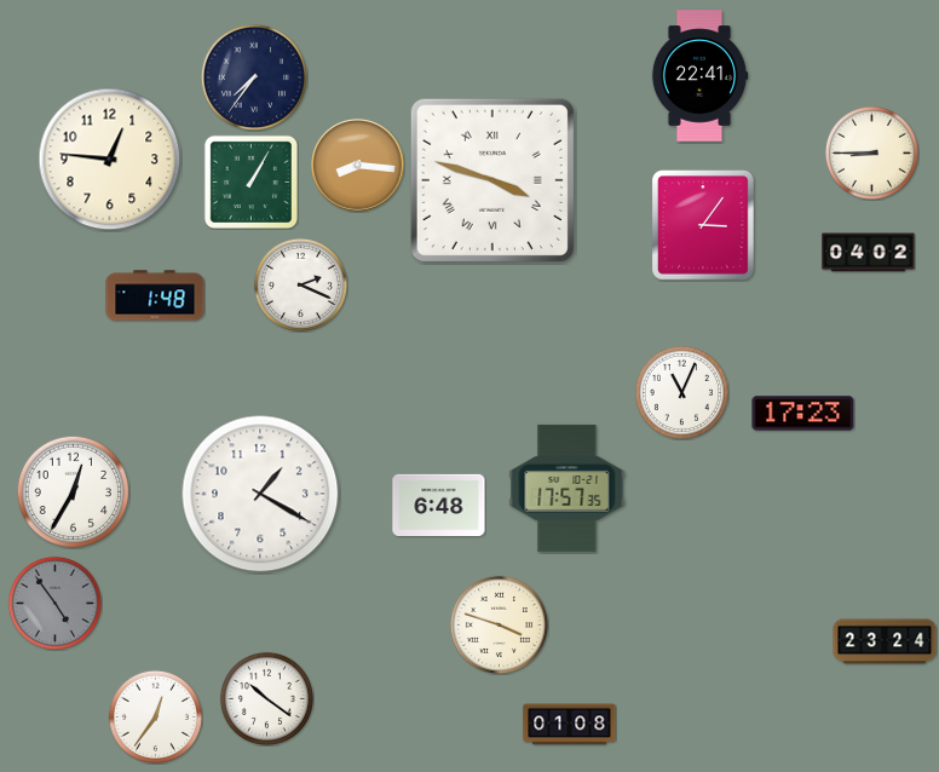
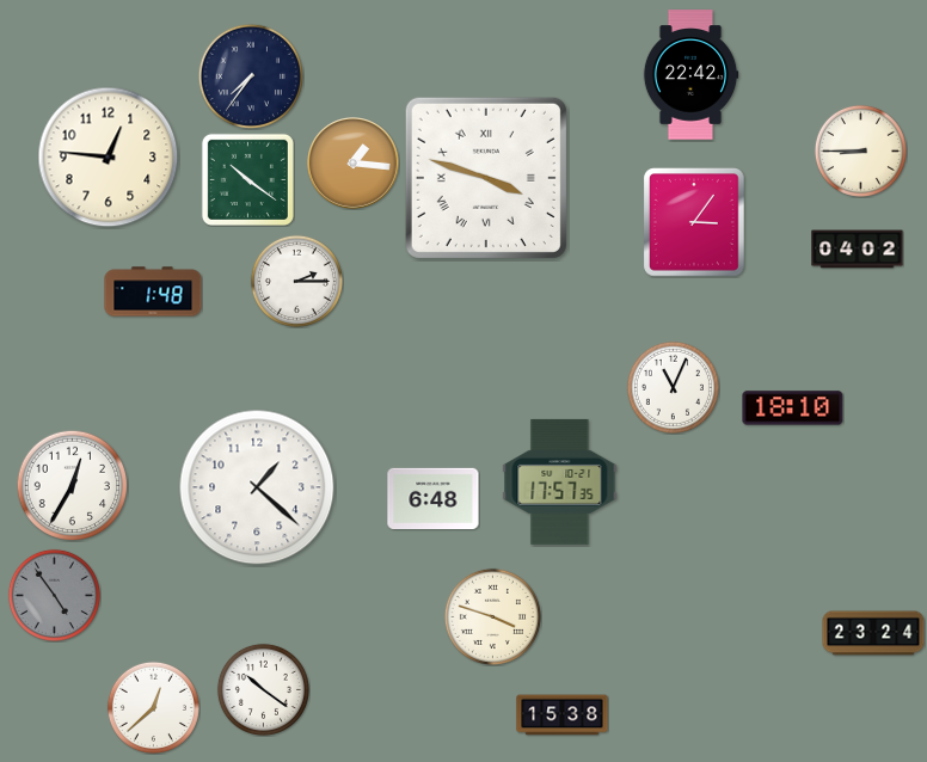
clock at (699, 76): 22:41 -> 22:42
clock at (358, 166): 8:16 -> 1:16
clock at (250, 182): 1:05 -> 10:21
clock at (300, 284): 2:19 -> 2:15
clock at (803, 414): 17:23 -> 18:10
clock at (260, 494): 1:20 -> 1:22
clock at (155, 716): 12:36 -> 12:38
clock at (570, 725): 01:08 -> 15:38
